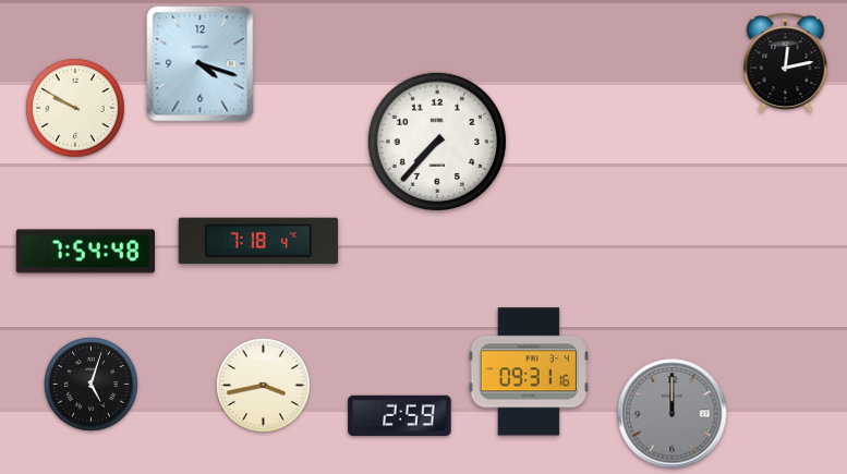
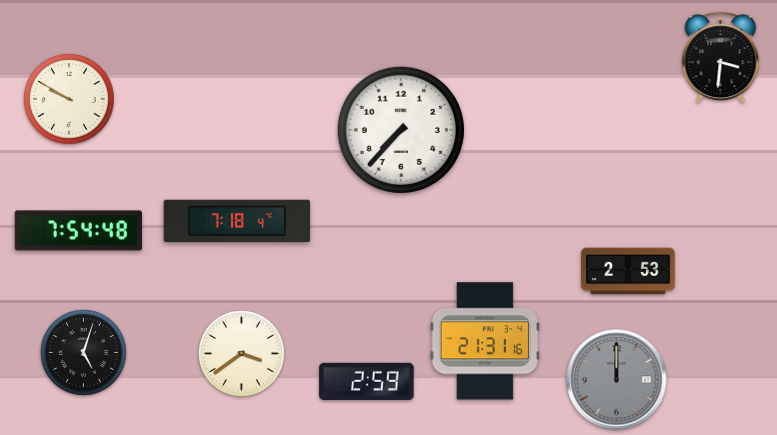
clock at (786, 63): 12:13 -> 3:31
clock at (201, 64): 4:18 -> none
clock at (628, 271): none -> 2:53
clock at (529, 372): 09:31 -> 21:31
clock at (264, 386): 3:43 -> 3:39
